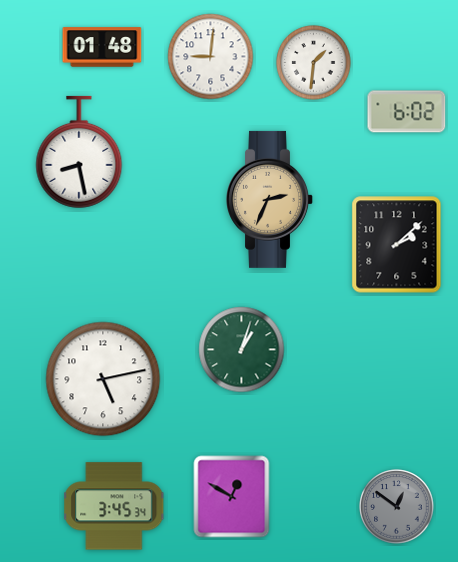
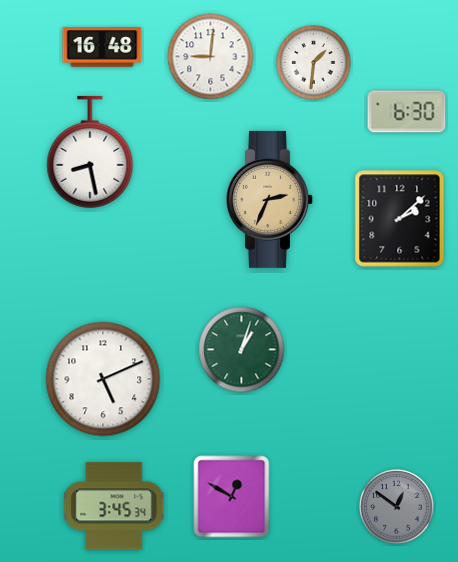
clock at (102, 47): 01:48 -> 16:48
clock at (407, 112): 6:02 -> 6:30
clock at (79, 152) position: (79, 152) -> (90, 152)
clock at (397, 245) position: (397, 245) -> (400, 219)
clock at (103, 379): 5:13 -> 5:11
